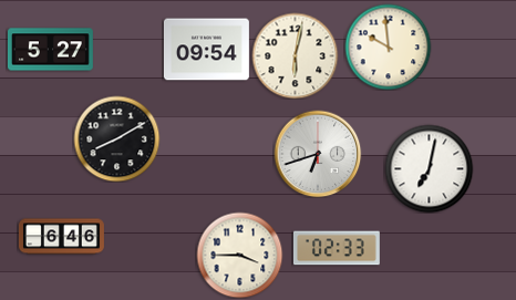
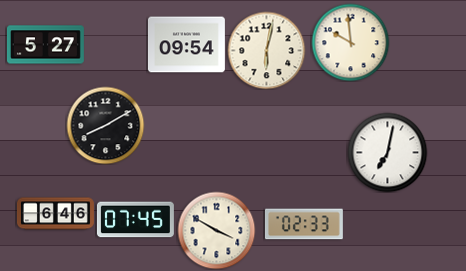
clock at (318, 154): 6:42 -> none
clock at (135, 220): none -> 07:45
clock at (239, 255): 3:45 -> 3:50
